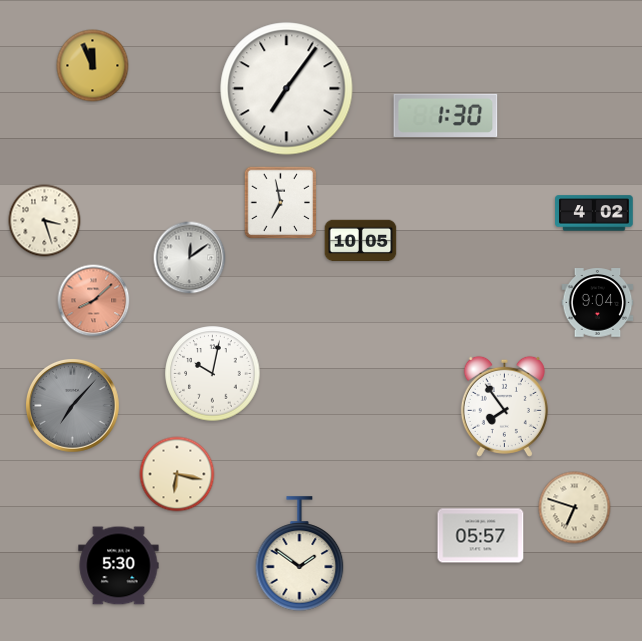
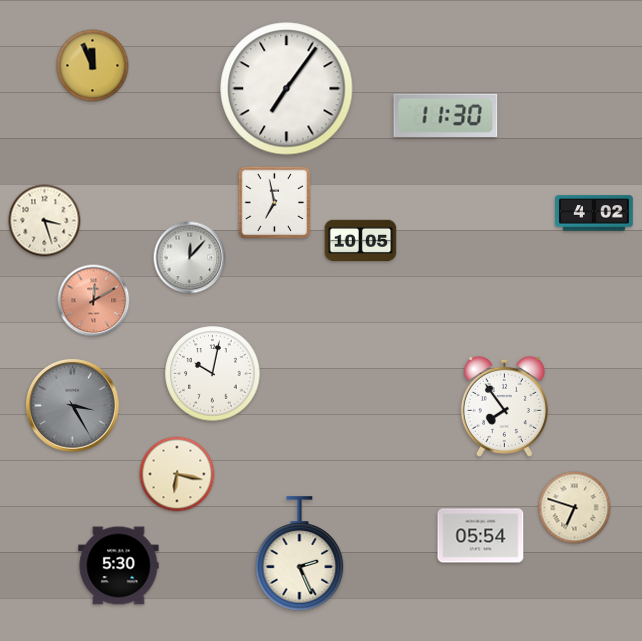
clock at (446, 116): 1:30 -> 11:30
clock at (281, 203) position: (281, 203) -> (275, 203)
clock at (190, 258): 12:09 -> 12:07
clock at (94, 301): 8:08 -> 12:10
clock at (598, 303): 9:04 -> none
clock at (73, 406): 7:07 -> 3:25
clock at (481, 536): 05:57 -> 05:54
clock at (300, 554): 1:51 -> 2:26
